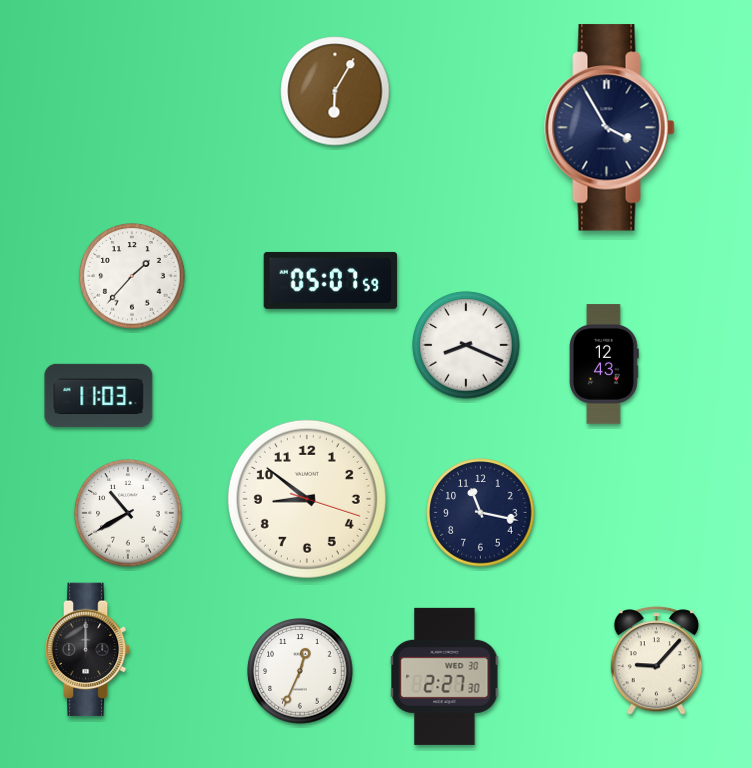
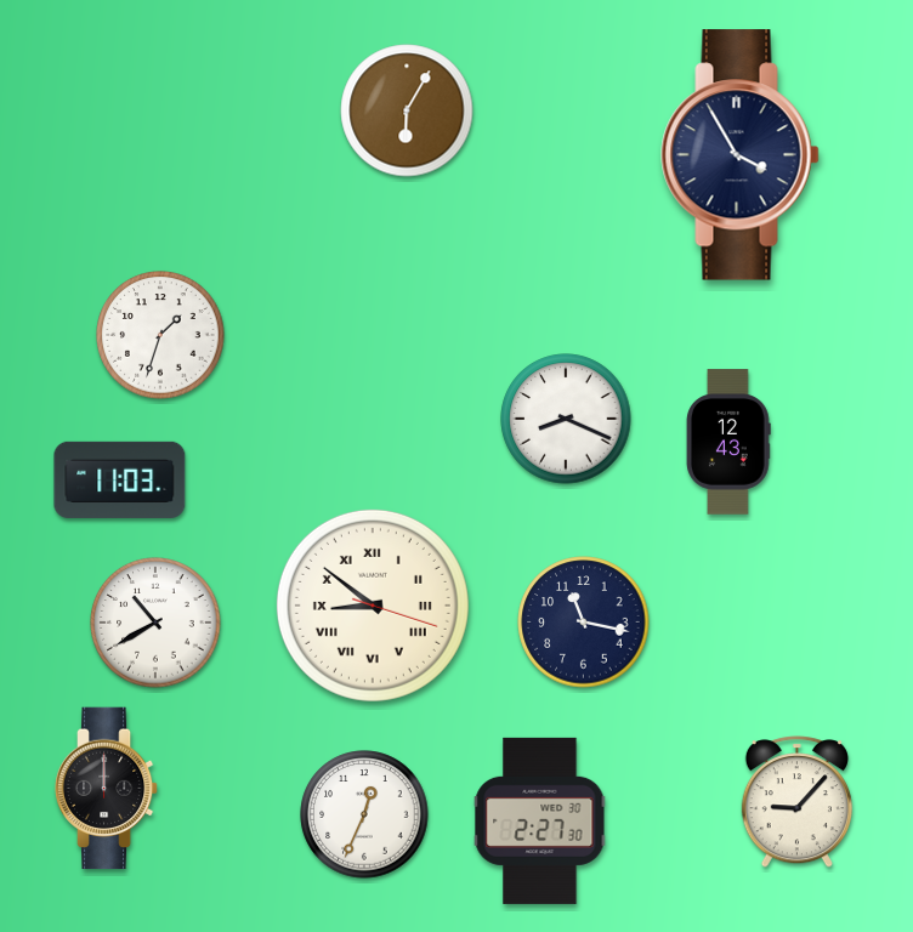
clock at (132, 276): 1:37 -> 1:33
clock at (331, 280): 05:07 -> none
clock at (604, 364) position: (604, 364) -> (728, 442)
clock at (307, 499) numerals: Arabic -> Roman
